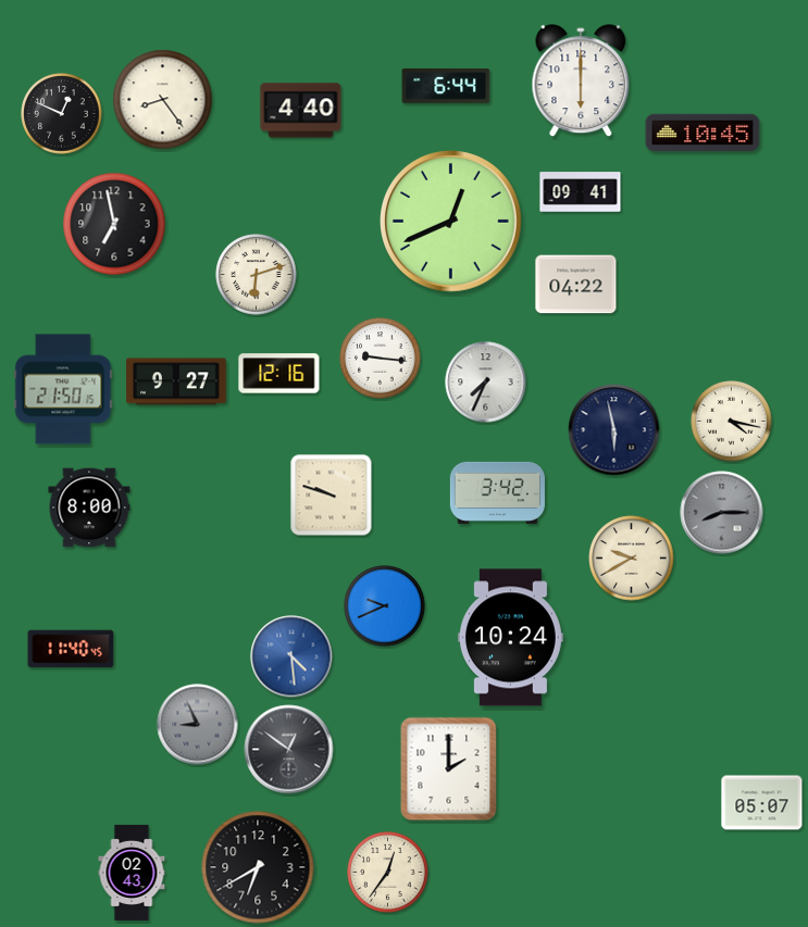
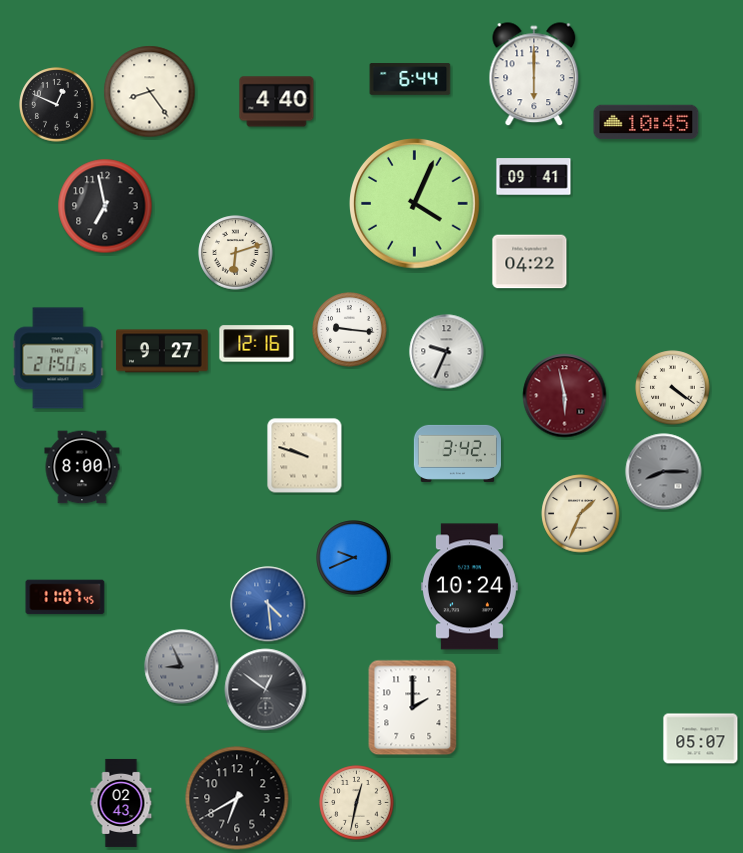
clock at (451, 222): 12:41 -> 4:04
clock at (486, 383): 7:34 -> 9:34
clock at (732, 422): 4:17 -> 4:21
clock at (614, 430) dial: navy -> burgundy
clock at (632, 559): 9:40 -> 1:34
clock at (71, 649): 11:40 -> 11:07
clock at (388, 873): 12:36 -> 12:32
